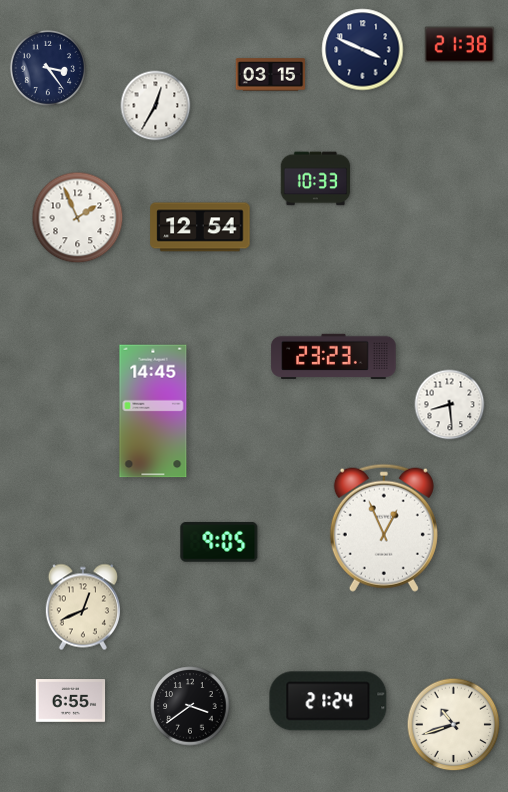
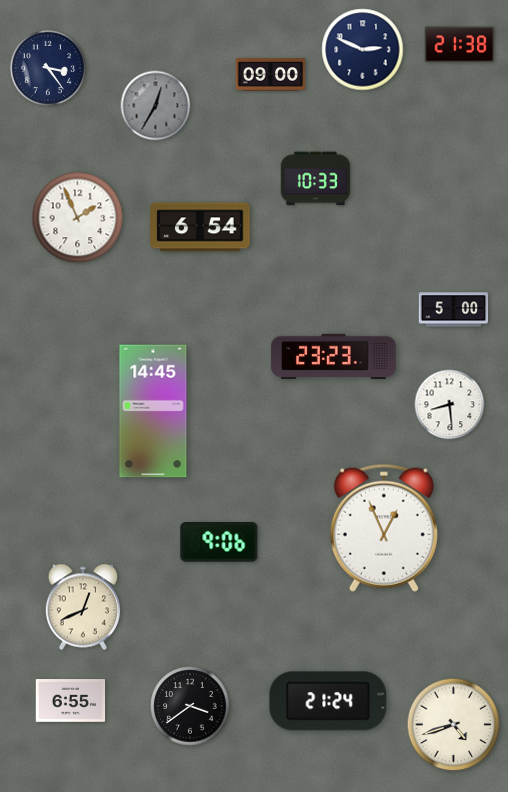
clock at (363, 50): 3:49 -> 2:49
clock at (271, 75): 03:15 -> 09:00
clock at (156, 106) dial: white -> grey
clock at (200, 227): 12:54 -> 6:54
clock at (454, 310): none -> 5:00
clock at (219, 542): 9:05 -> 9:06
clock at (454, 725): 10:42 -> 4:42
